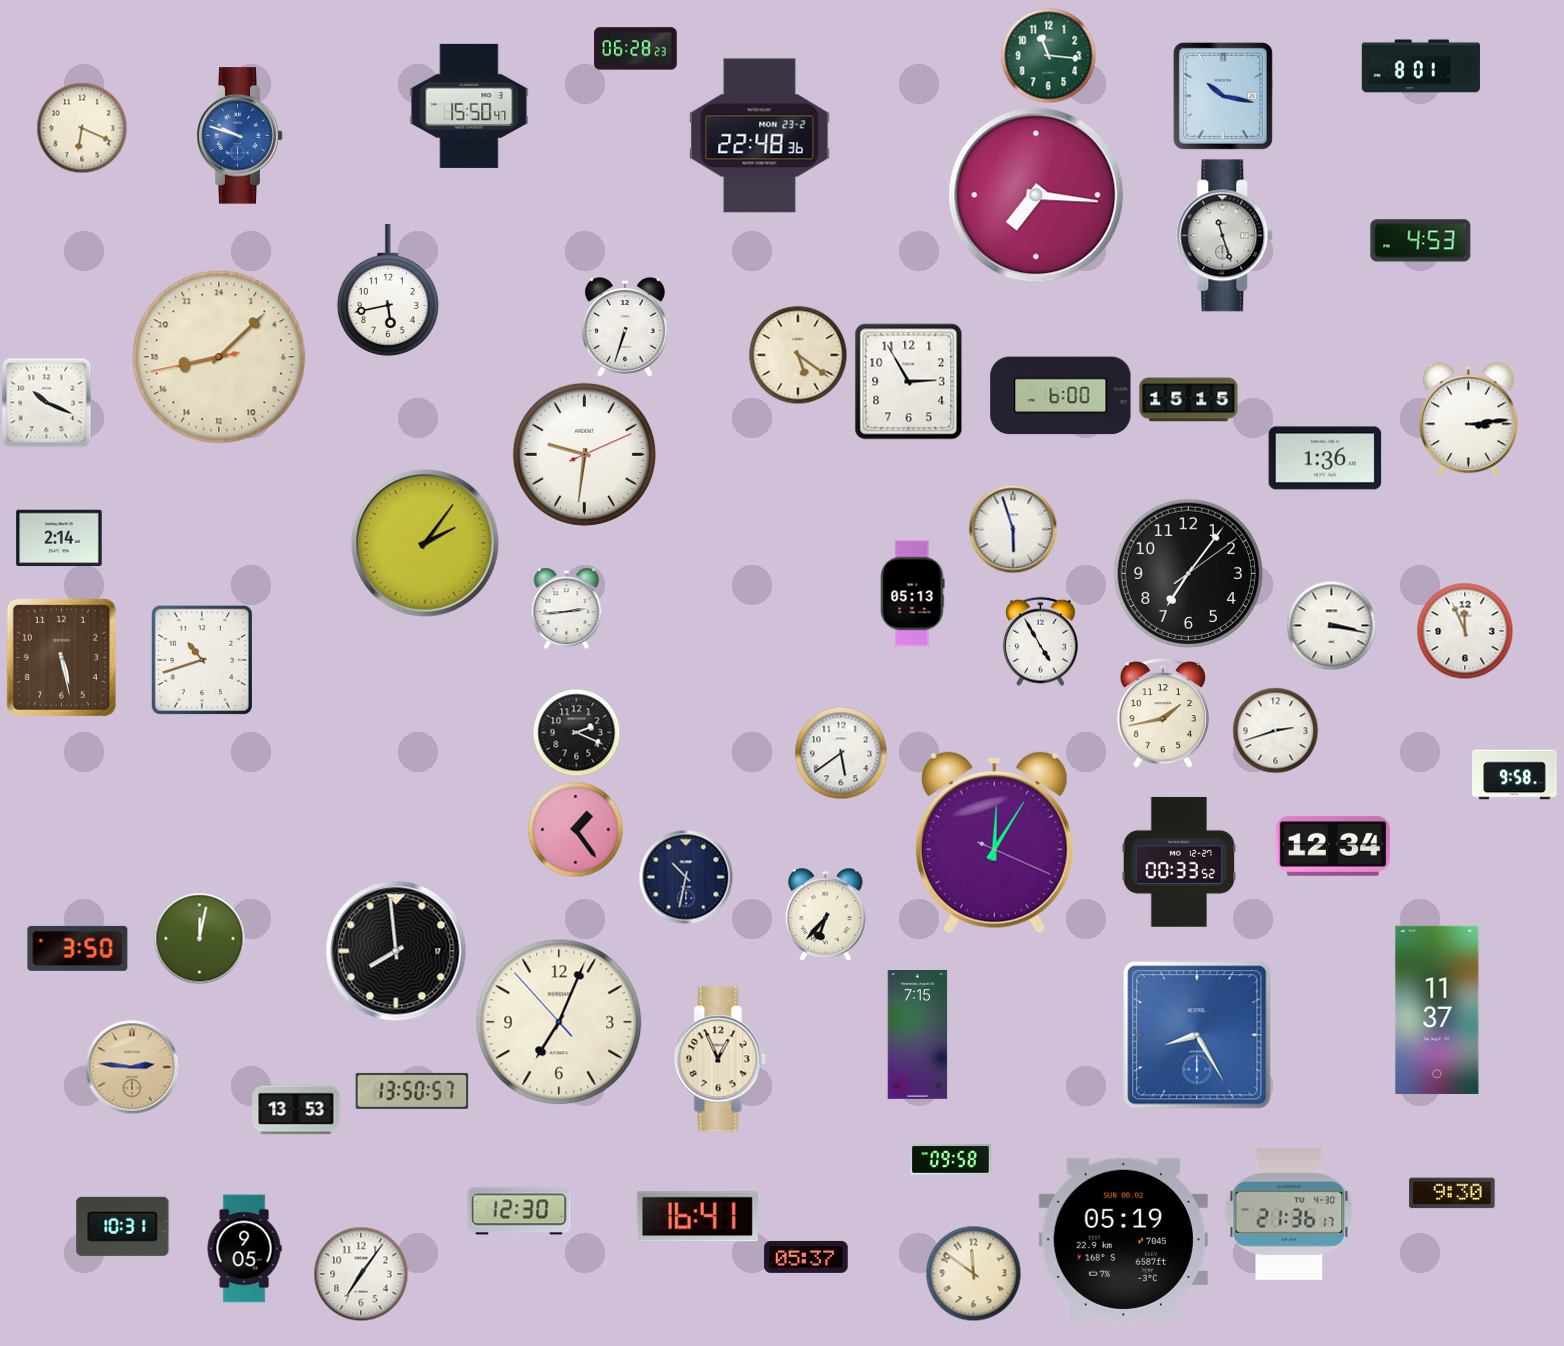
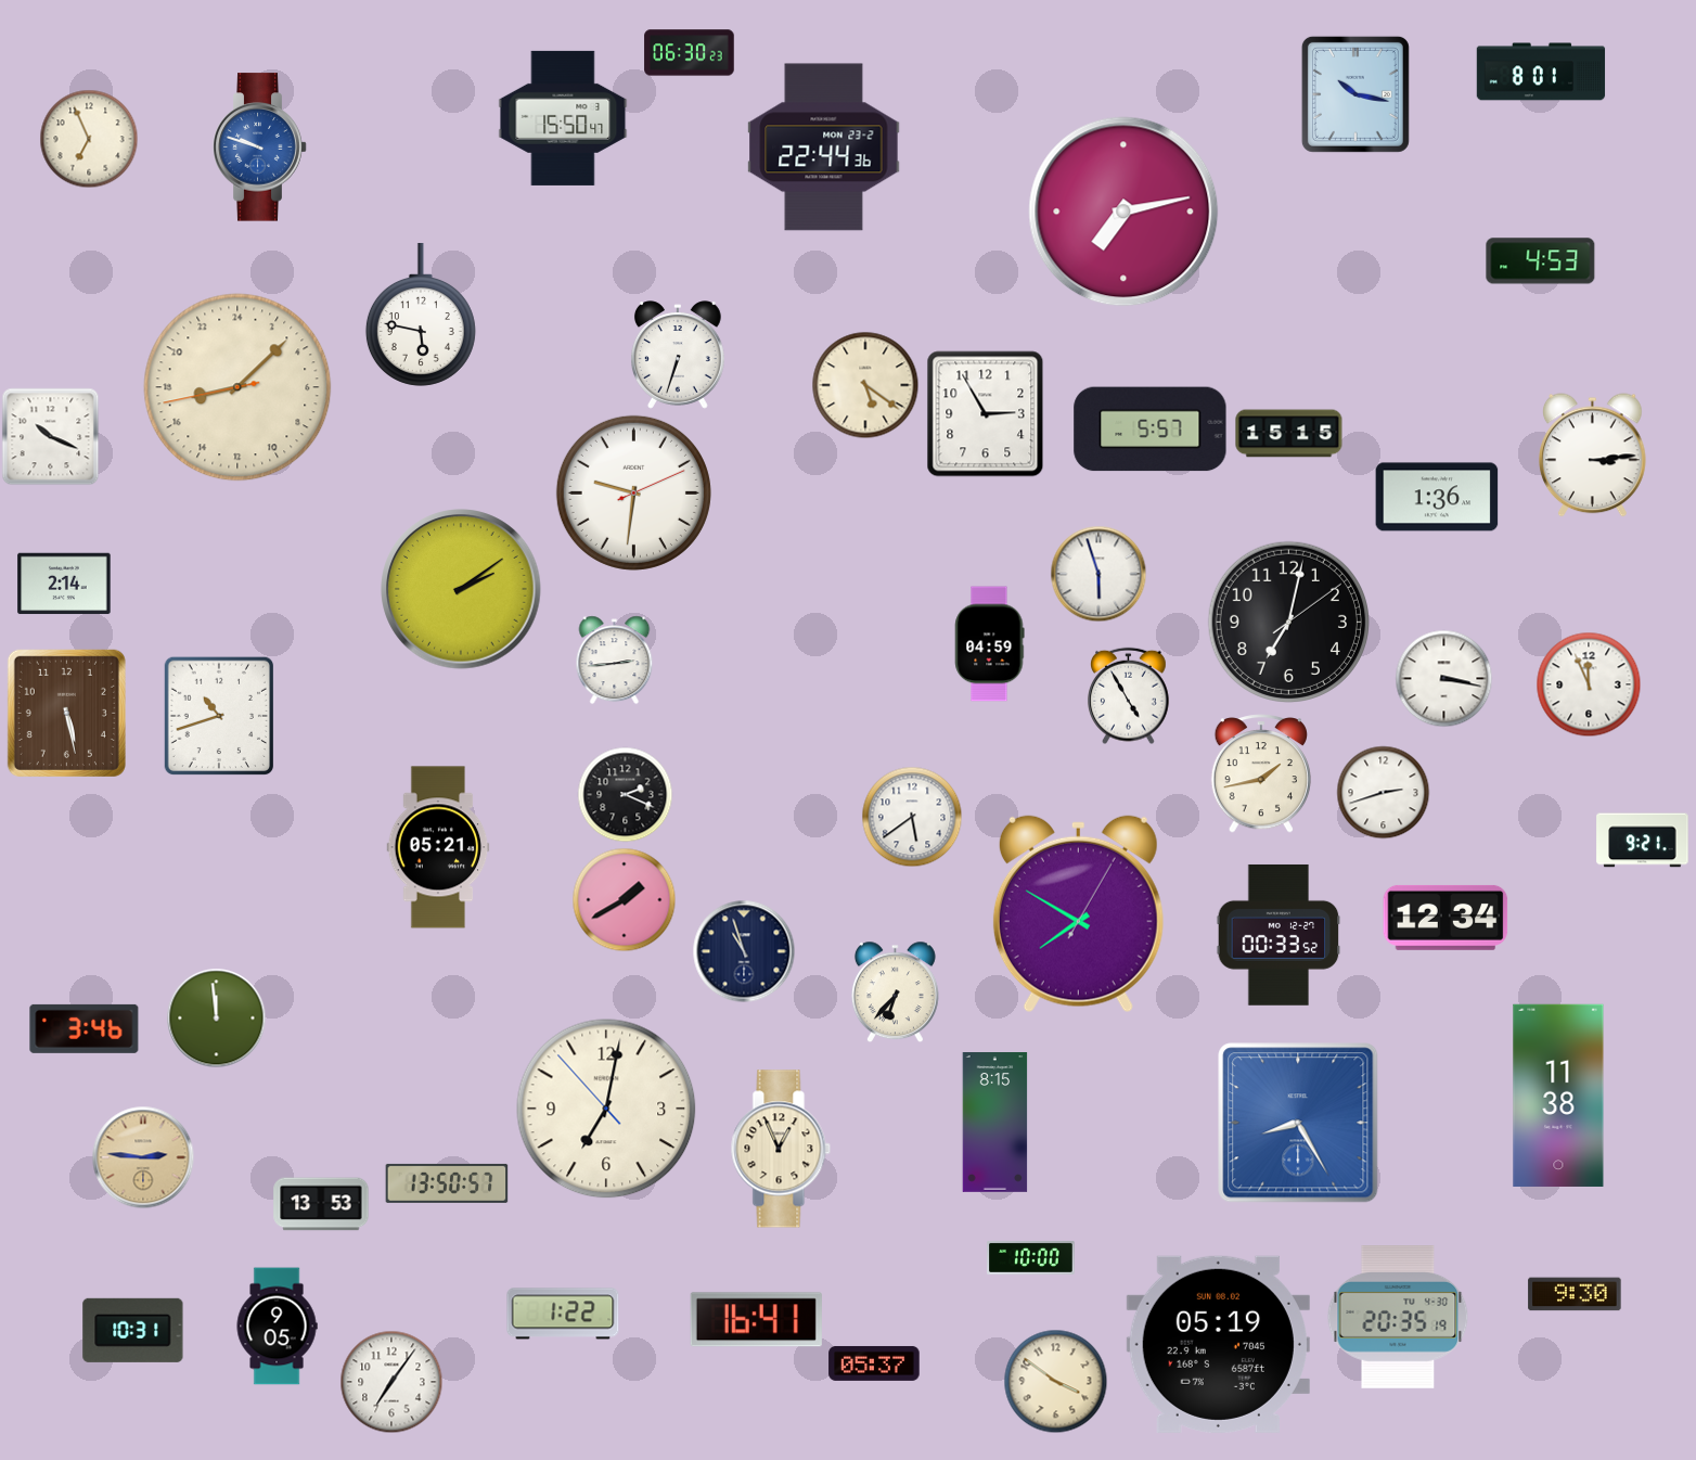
clock at (636, 49): 06:28 -> 06:30
clock at (1048, 55): 11:16 -> none
clock at (1223, 96) position: (1223, 96) -> (1355, 94)
clock at (469, 106) position: (469, 106) -> (563, 118)
clock at (82, 128): 6:19 -> 6:56
clock at (760, 136): 22:48 -> 22:44
clock at (1036, 195): 7:16 -> 7:13
clock at (1225, 236): 11:27 -> none
clock at (388, 291): 5:43 -> 5:47
clock at (1061, 396): 6:00 -> 5:57
clock at (425, 543): 2:06 -> 2:09
clock at (1188, 573): 7:06 -> 7:02
clock at (913, 594): 05:13 -> 04:59
clock at (1515, 775): 9:58 -> 9:21
clock at (438, 847): none -> 05:21
clock at (575, 829): 1:24 -> 1:40
clock at (994, 843): 12:05 -> 7:50
clock at (686, 877): 10:32 -> 10:57
clock at (199, 938): 12:02 -> 11:59
clock at (78, 948): 3:50 -> 3:46
clock at (396, 951): 7:59 -> none
clock at (1437, 1010): 11:37 -> 11:38
clock at (559, 1022): 7:03 -> 7:01
clock at (918, 1035): 7:15 -> 8:15
clock at (951, 1159): 09:58 -> 10:00
clock at (519, 1211): 12:30 -> 1:22
clock at (1289, 1214): 21:36 -> 20:35
clock at (244, 1249) position: (244, 1249) -> (277, 1327)
clock at (973, 1273): 11:51 -> 3:51
